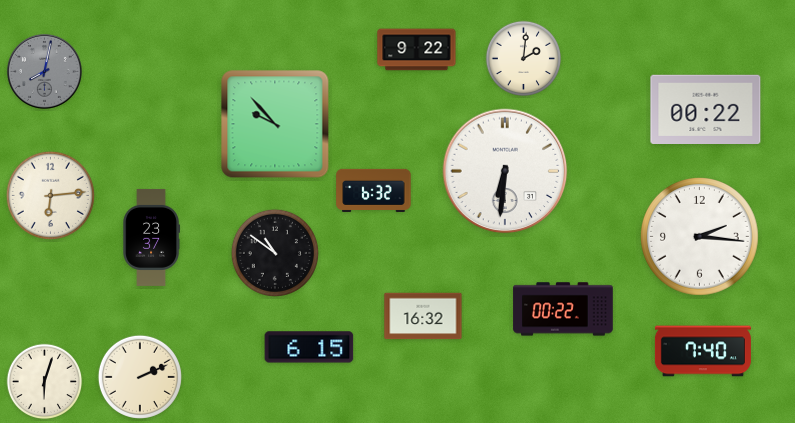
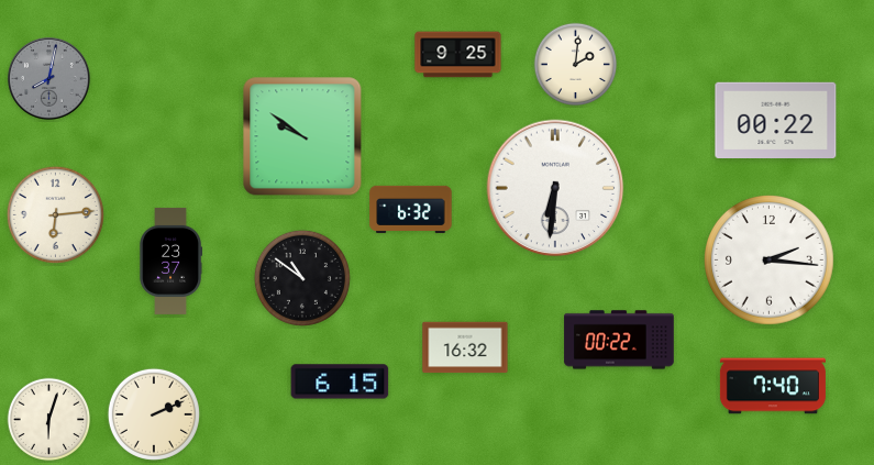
clock at (417, 50): 9:22 -> 9:25
clock at (275, 124): 9:53 -> 9:51
clock at (151, 237) position: (151, 237) -> (170, 261)
